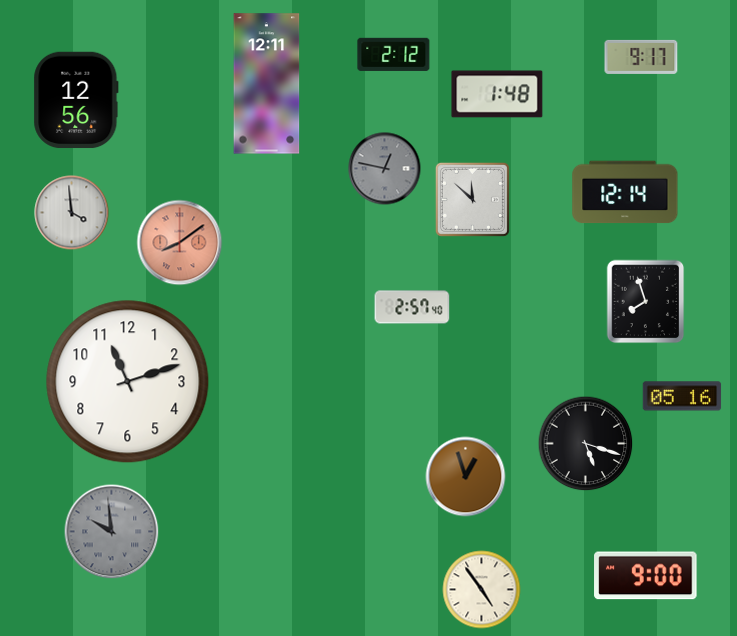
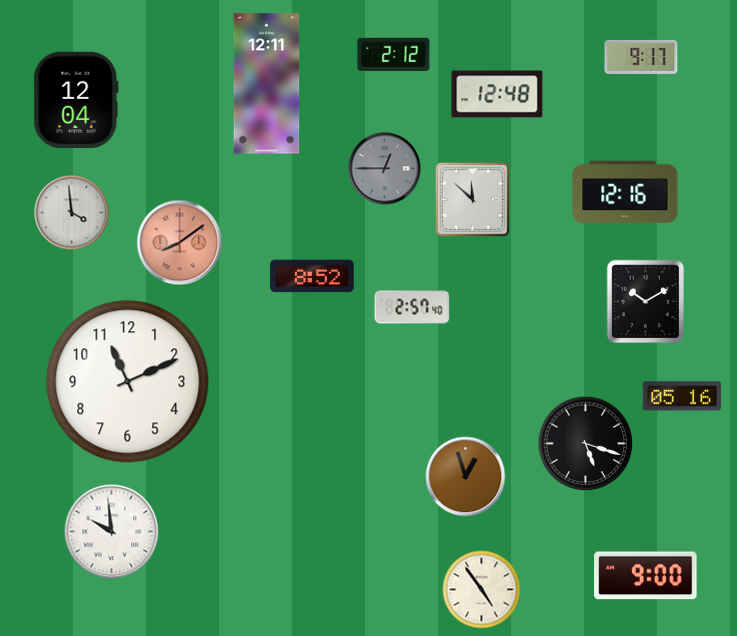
clock at (497, 94): 1:48 -> 12:48
clock at (76, 100): 12:56 -> 12:04
clock at (385, 169): 12:47 -> 12:45
clock at (625, 192): 12:14 -> 12:16
clock at (312, 276): none -> 8:52
clock at (646, 302): 7:57 -> 10:10
clock at (128, 382): 11:12 -> 11:11
clock at (112, 532) dial: grey -> white
